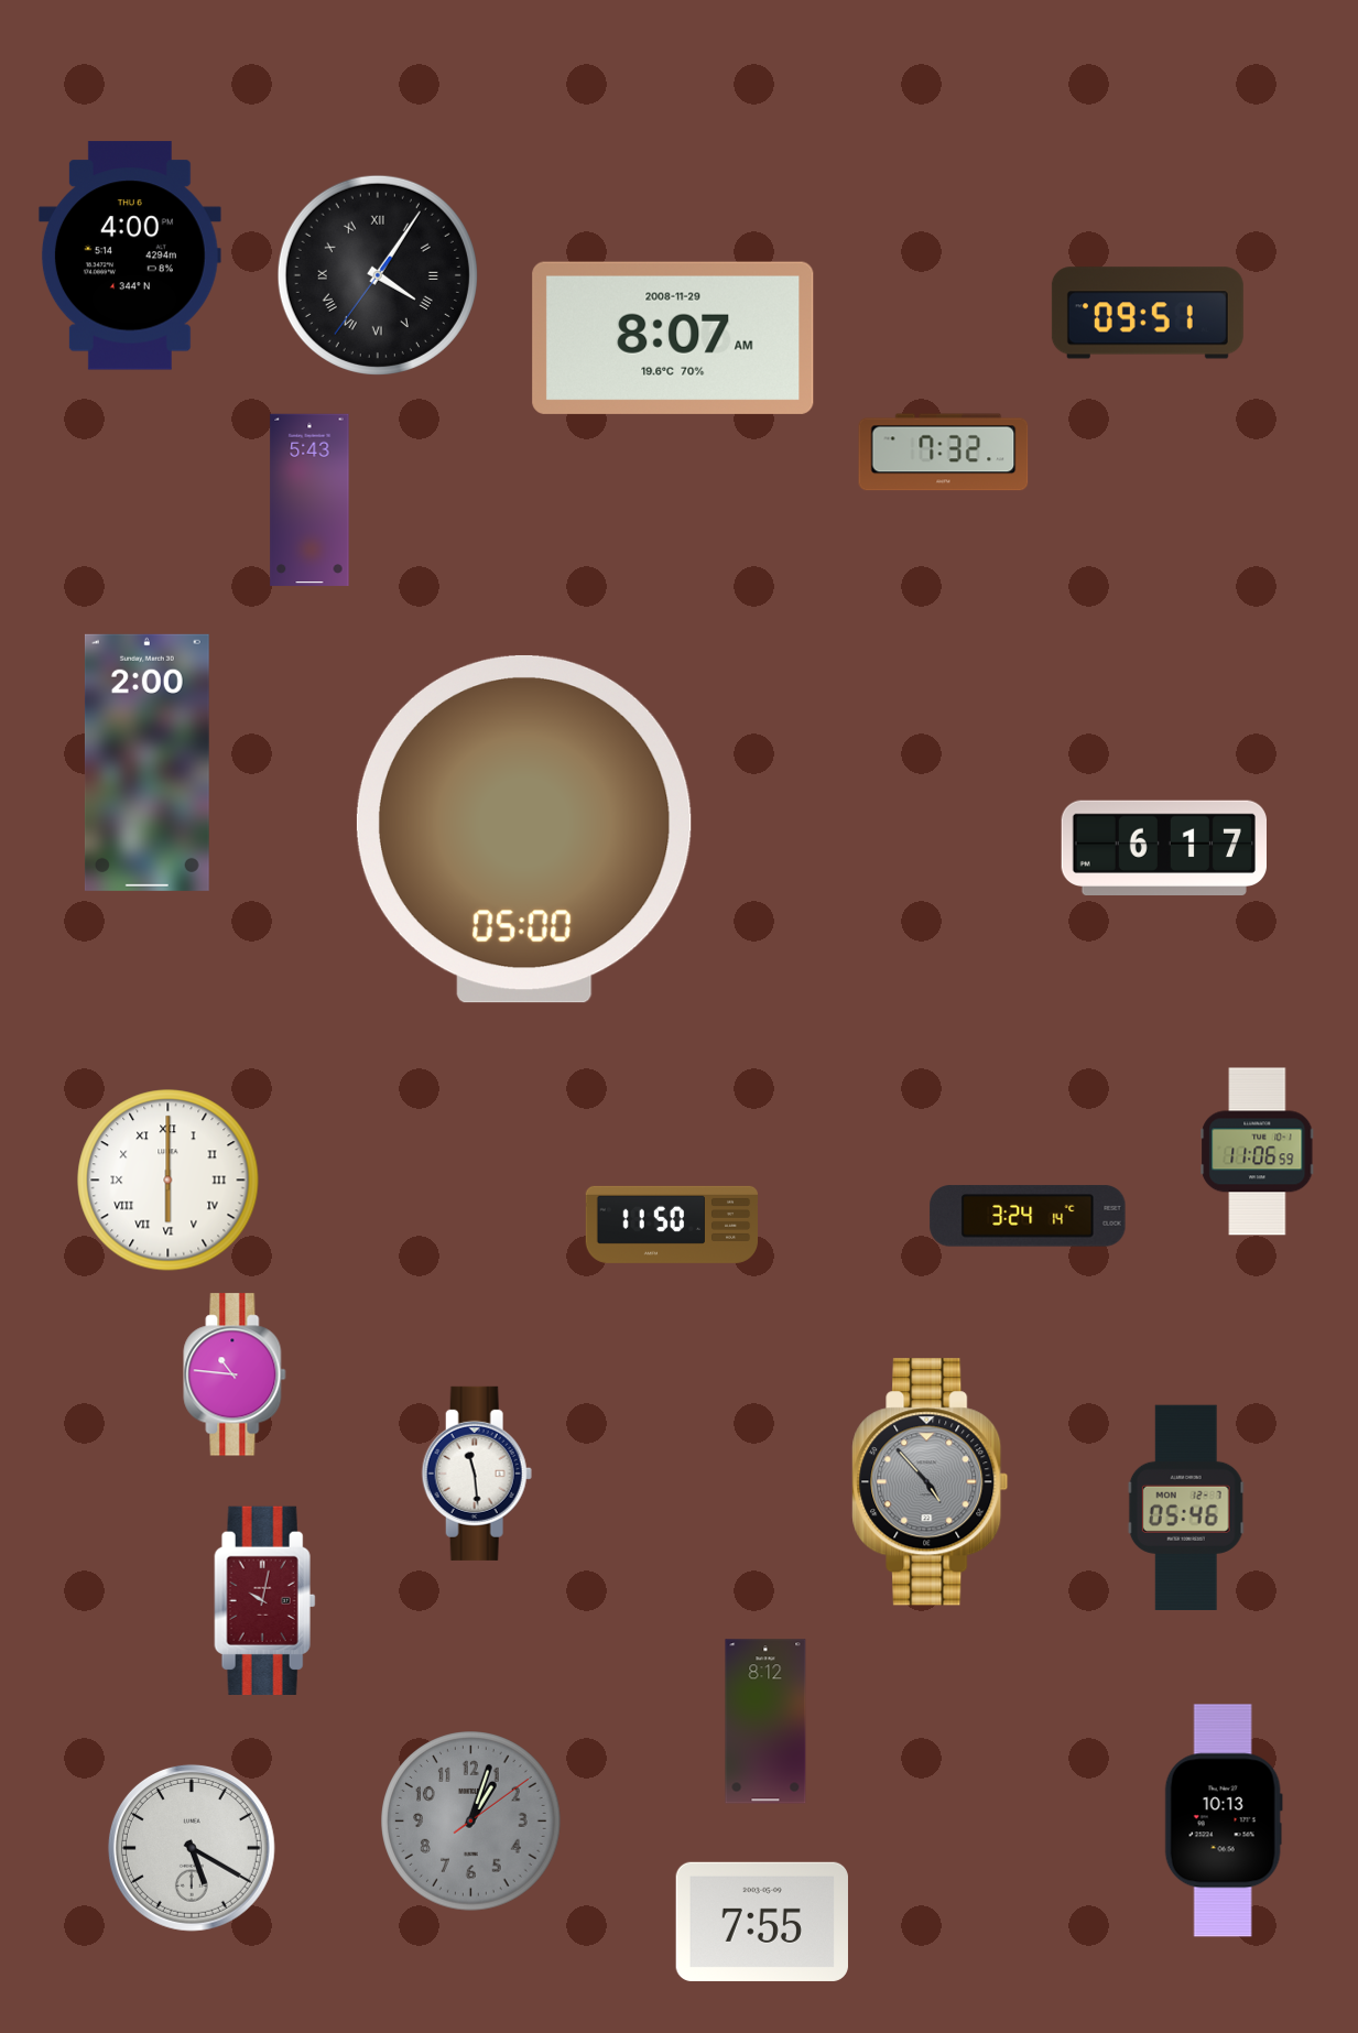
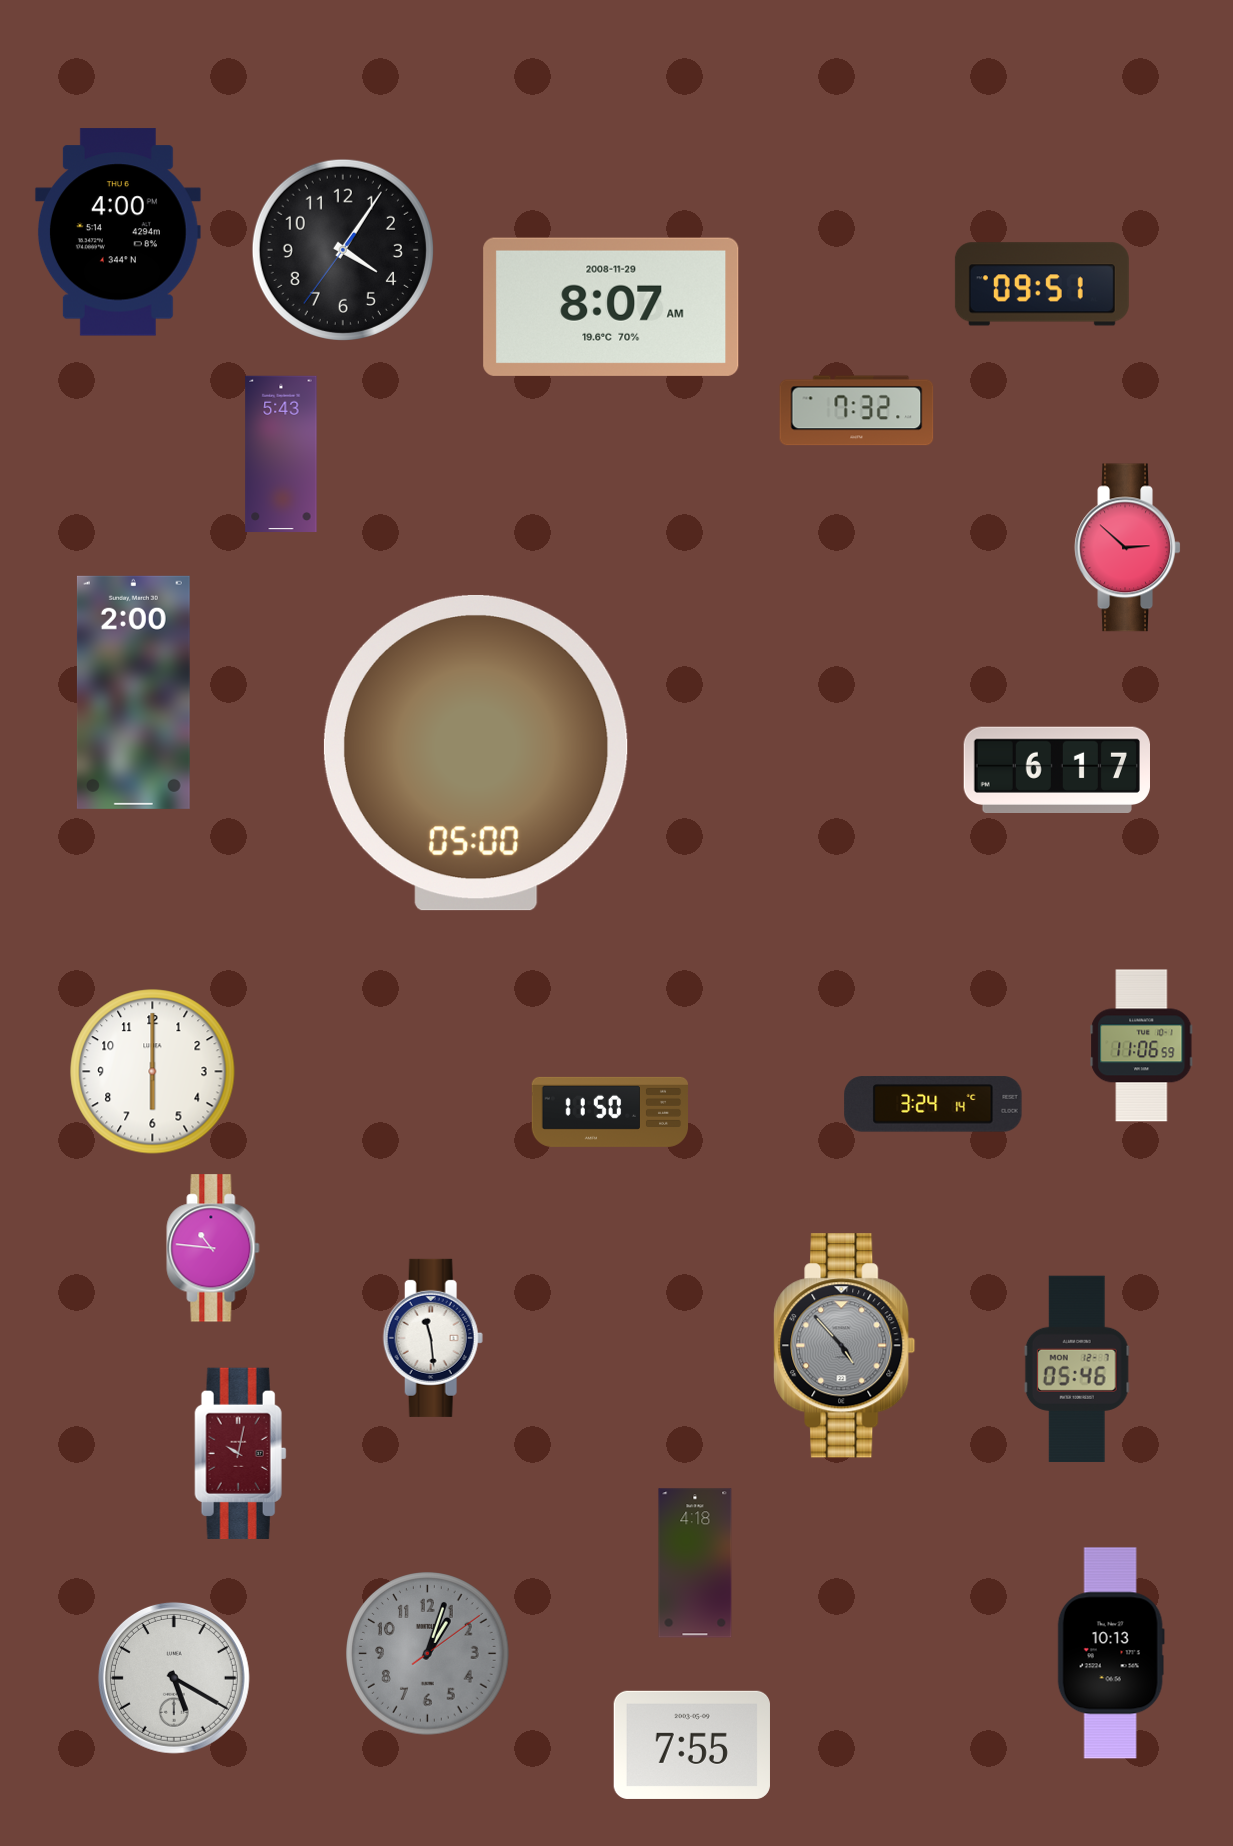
clock at (378, 275) numerals: Roman -> Arabic
clock at (1128, 548): none -> 2:52
clock at (169, 1181) numerals: Roman -> Arabic
clock at (765, 1721): 8:12 -> 4:18
